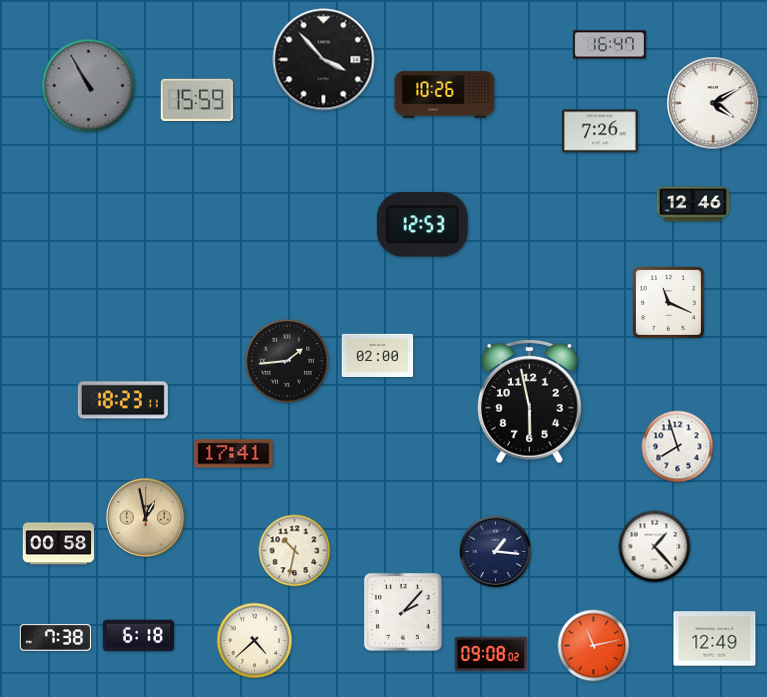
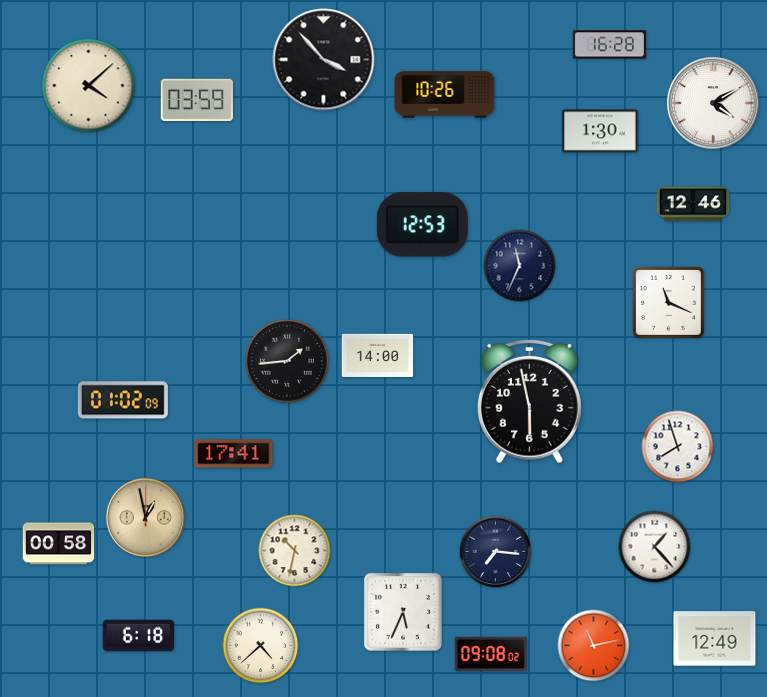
clock at (609, 45): 16:47 -> 16:28
clock at (89, 86): 10:55 -> 4:08
clock at (89, 86) dial: grey -> cream
clock at (197, 99): 15:59 -> 03:59
clock at (600, 131): 7:26 -> 1:30
clock at (520, 266): none -> 11:34
clock at (378, 355): 02:00 -> 14:00
clock at (123, 400): 18:23 -> 01:02
clock at (496, 552): 1:16 -> 7:16
clock at (403, 612): 2:07 -> 5:34
clock at (56, 638): 7:38 -> none
clock at (255, 641) position: (255, 641) -> (261, 646)
